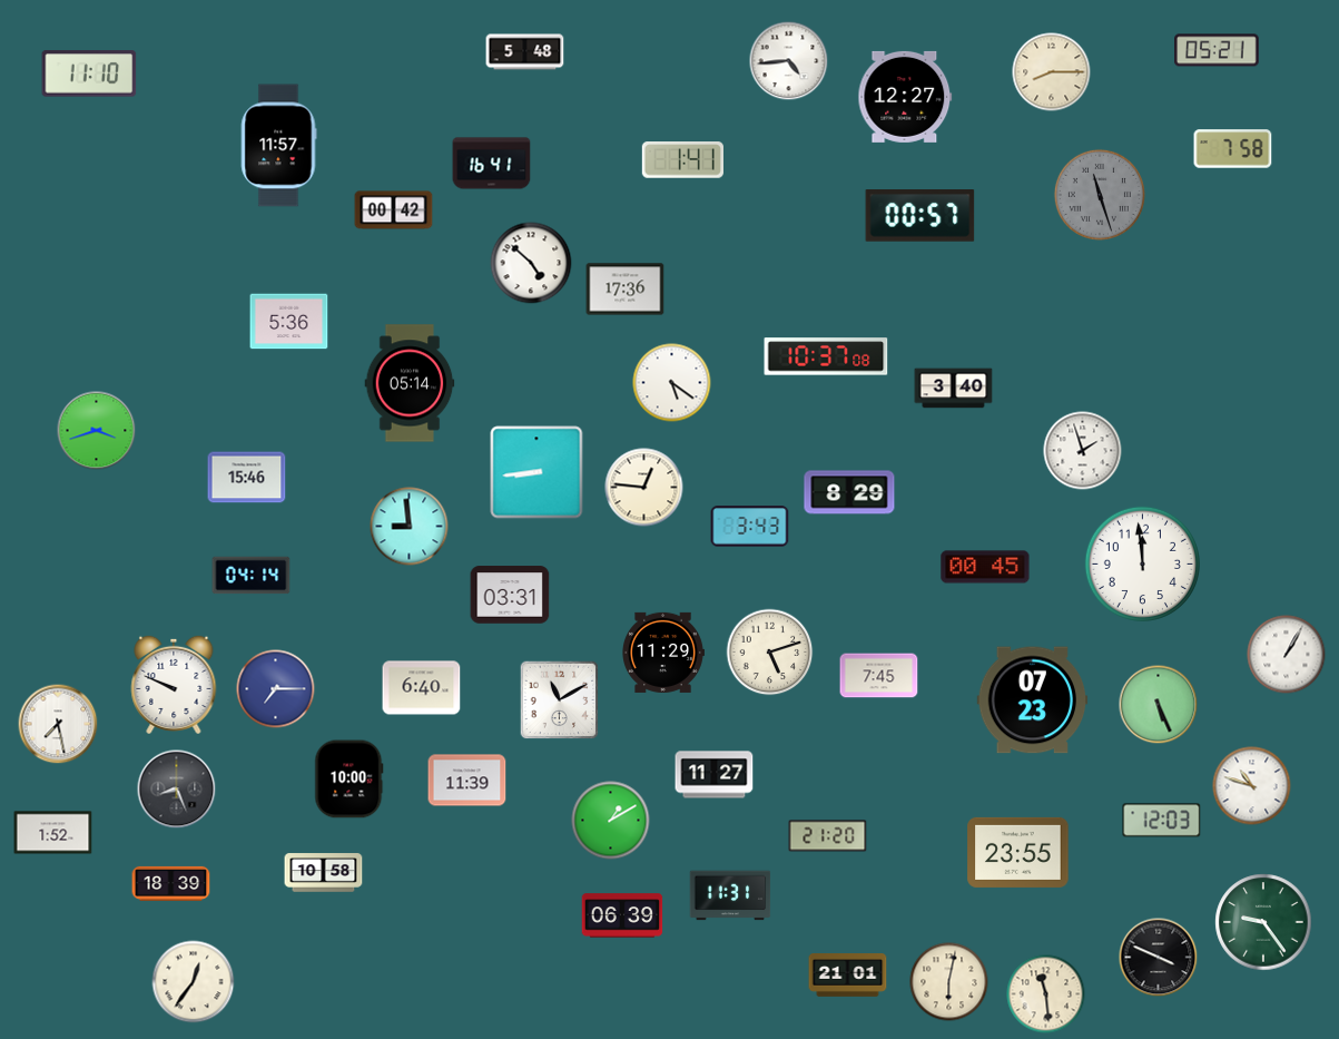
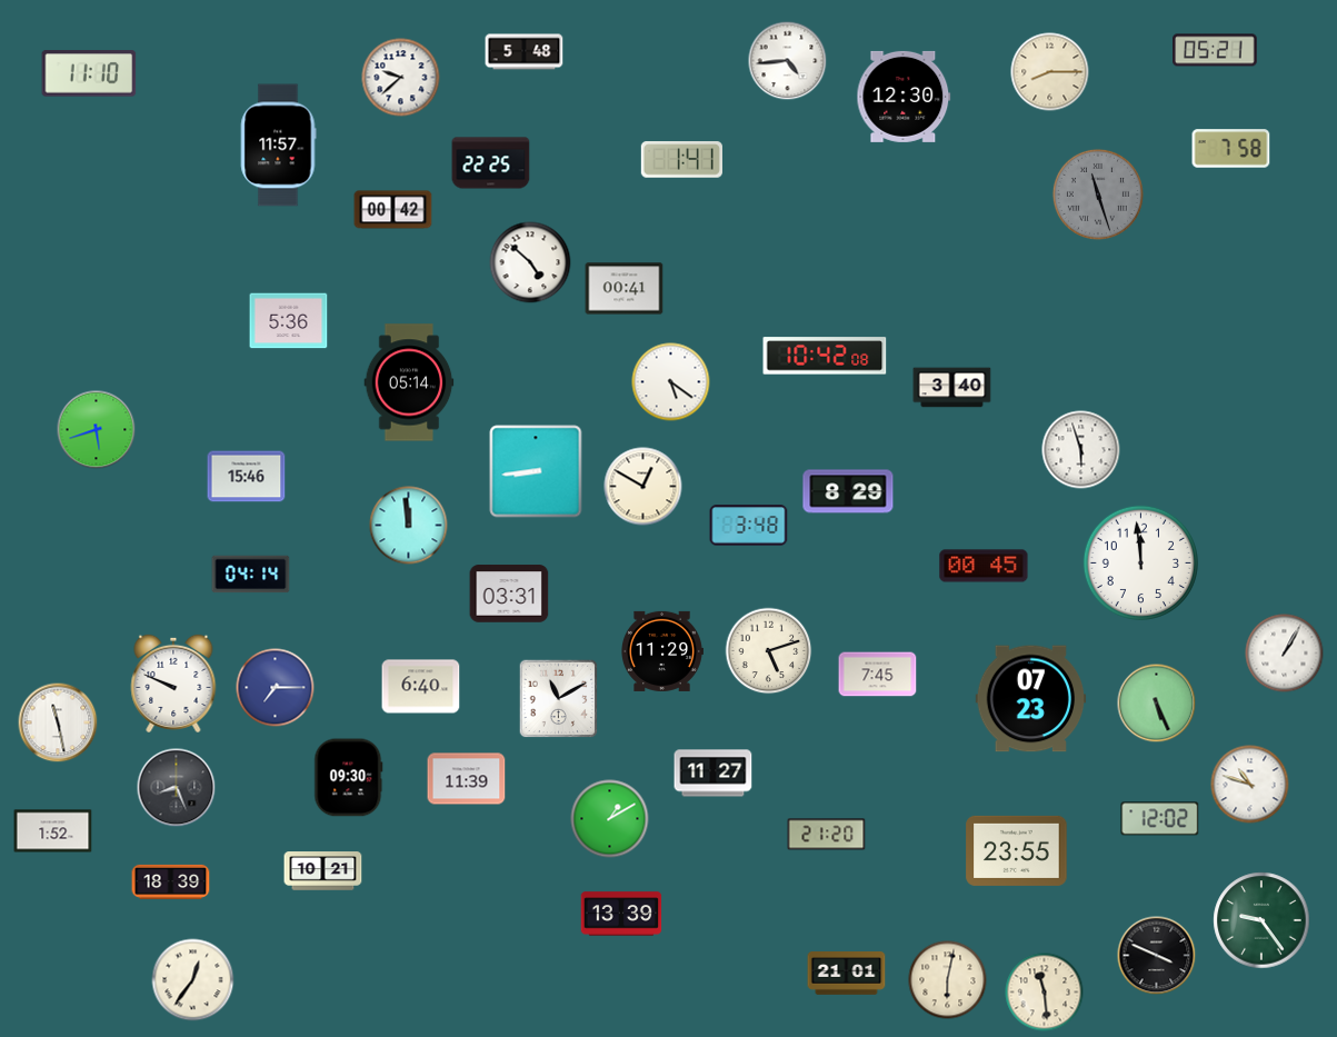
clock at (401, 78): none -> 9:38
clock at (905, 97): 12:27 -> 12:30
clock at (492, 164): 16:41 -> 22:25
clock at (920, 216): 00:57 -> none
clock at (626, 290): 17:36 -> 00:41
clock at (826, 356): 10:37 -> 10:42
clock at (97, 431): 3:42 -> 5:42
clock at (1083, 451): 1:57 -> 5:57
clock at (644, 488): 12:46 -> 12:50
clock at (410, 527): 8:59 -> 11:59
clock at (750, 527): 3:43 -> 3:48
clock at (58, 724): 7:28 -> 11:28
clock at (349, 780): 10:00 -> 09:30
clock at (1162, 821): 12:03 -> 12:02
clock at (324, 873): 10:58 -> 10:21
clock at (730, 895): 11:31 -> none
clock at (622, 915): 06:39 -> 13:39
